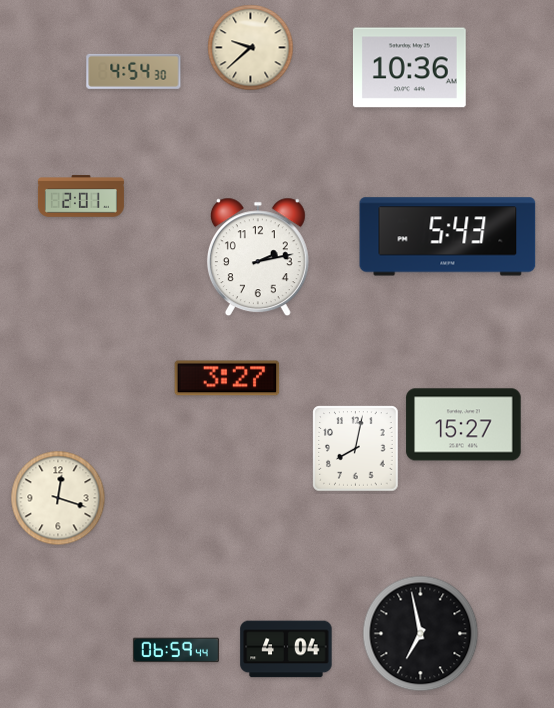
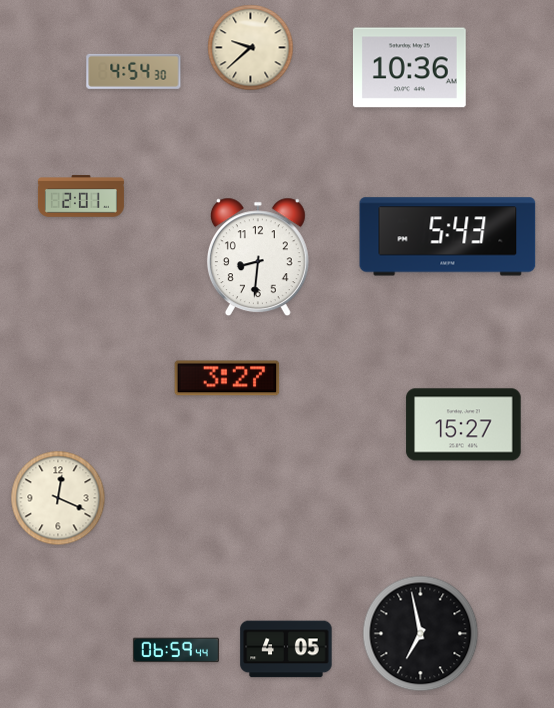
clock at (258, 257): 2:13 -> 8:31
clock at (356, 449): 8:02 -> none
clock at (58, 498): 12:18 -> 12:19
clock at (286, 649): 4:04 -> 4:05
